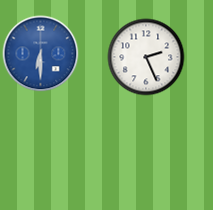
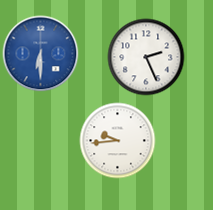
clock at (118, 141): none -> 9:44
